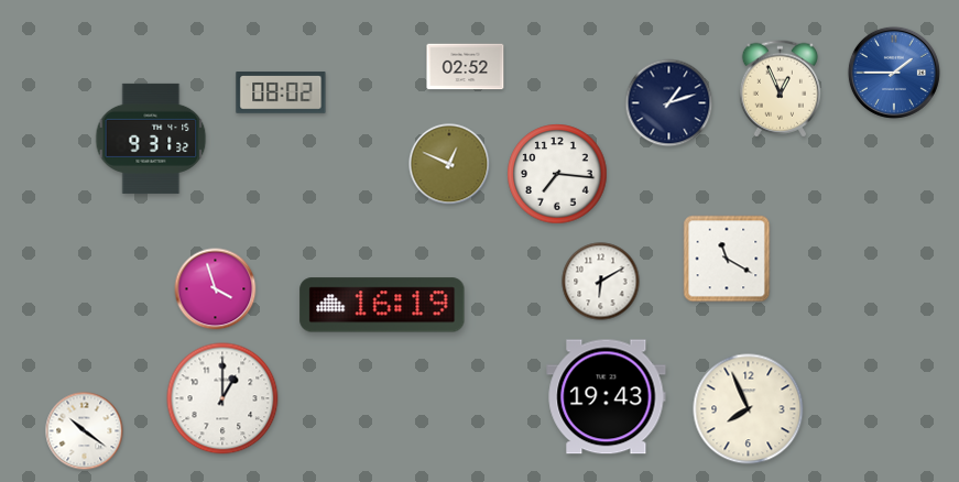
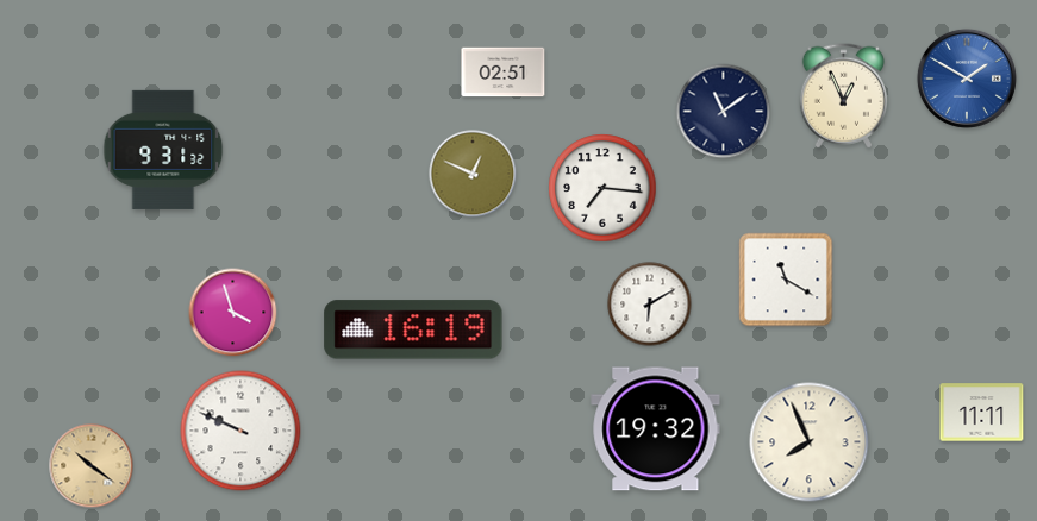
clock at (466, 67): 02:52 -> 02:51
clock at (894, 73): 1:45 -> 1:50
clock at (281, 92): 08:02 -> none
clock at (669, 103): 1:12 -> 11:09
clock at (449, 164) position: (449, 164) -> (473, 174)
clock at (982, 413): none -> 11:11
clock at (607, 397): 19:43 -> 19:32
clock at (222, 398): 1:00 -> 9:49
clock at (85, 431) dial: white -> champagne
